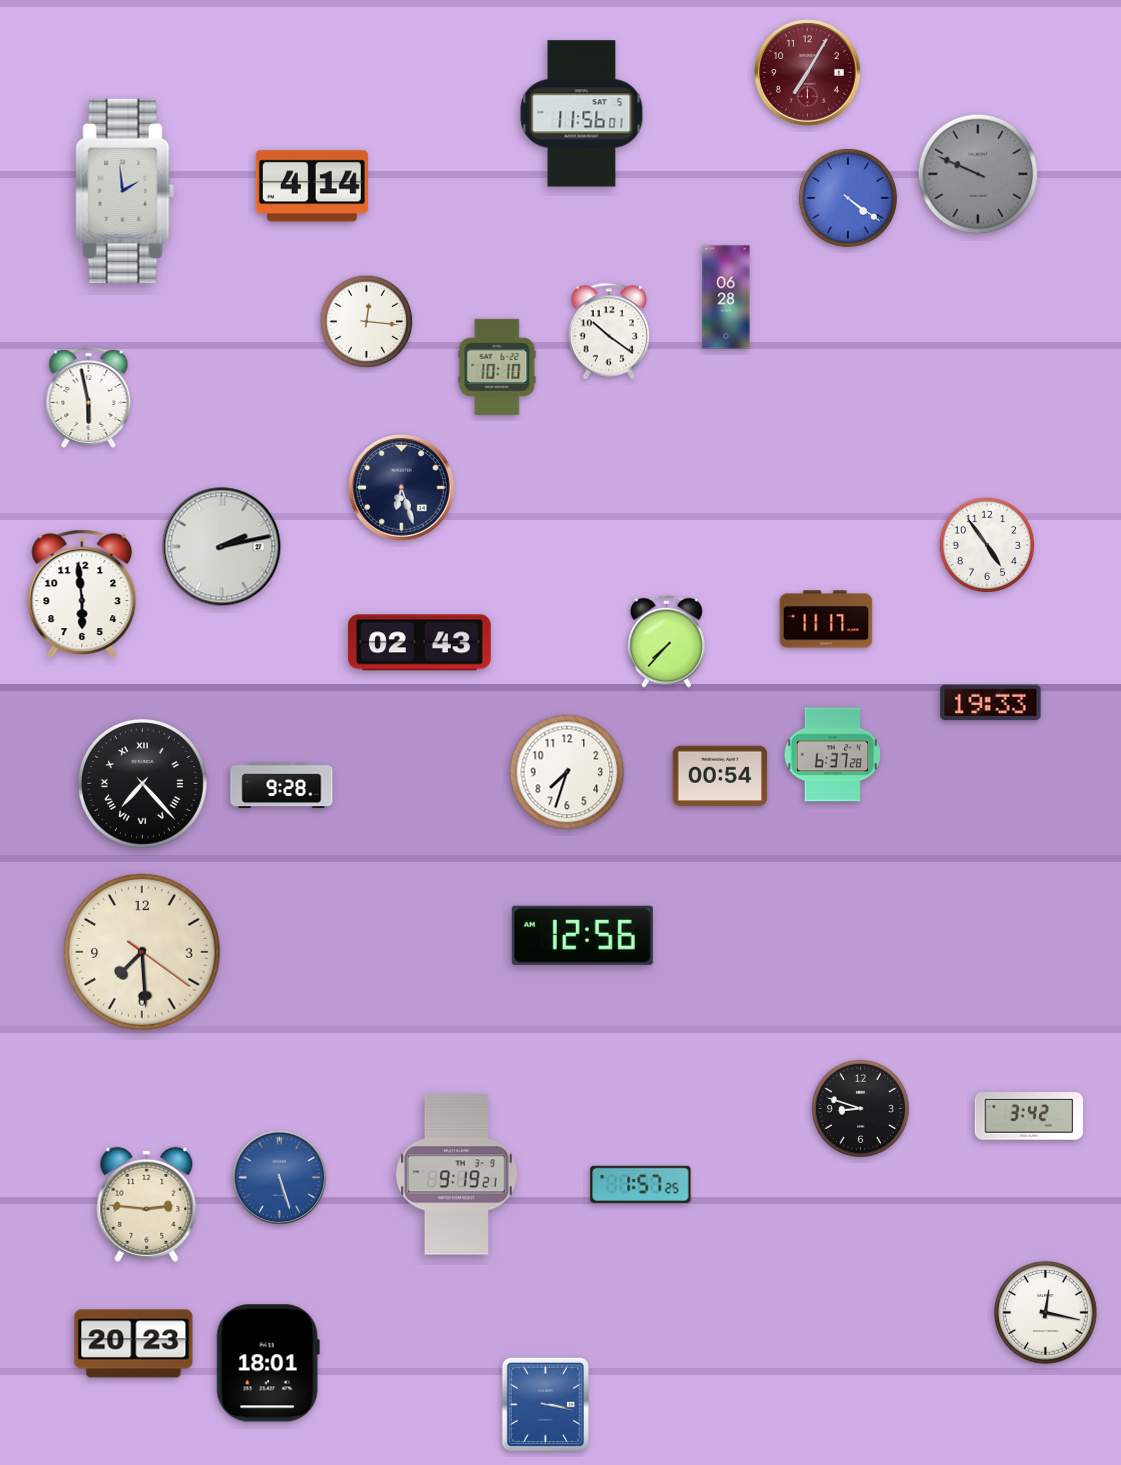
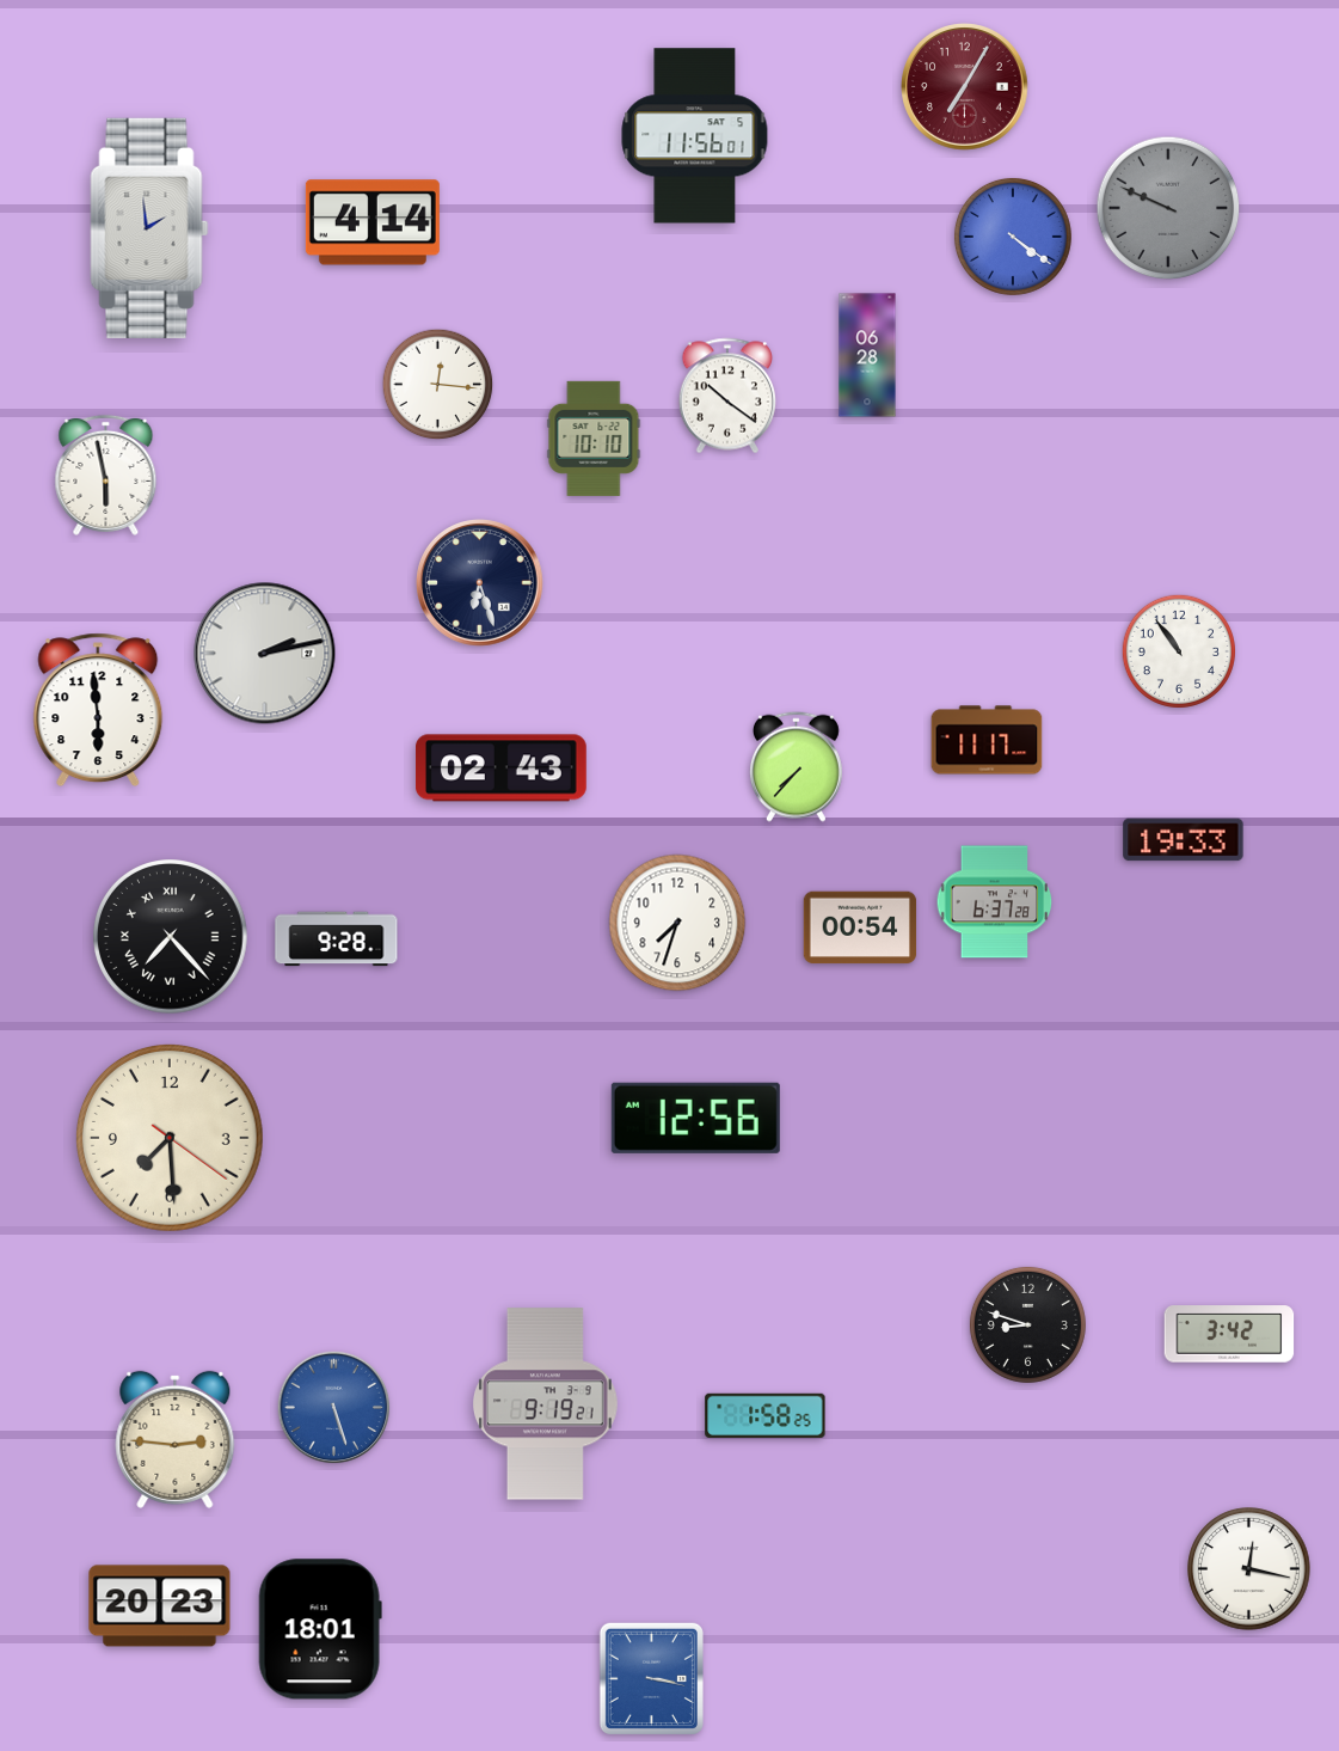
clock at (987, 545): 4:54 -> 10:54
clock at (641, 1184): 1:57 -> 1:58
